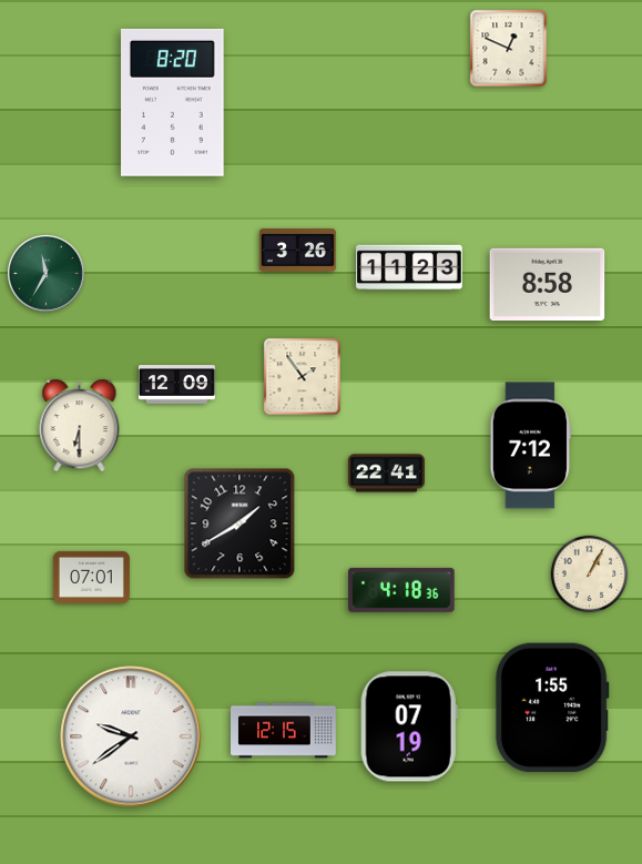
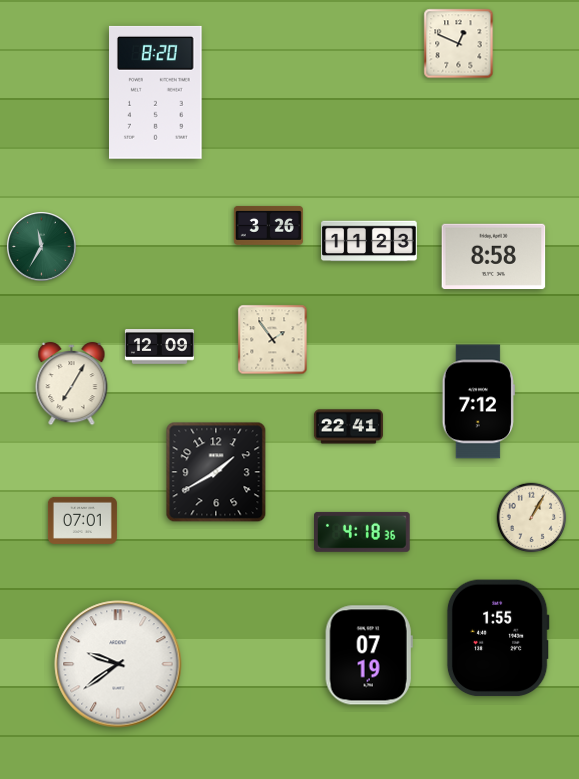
clock at (80, 426): 6:30 -> 7:05
clock at (284, 731): 12:15 -> none
